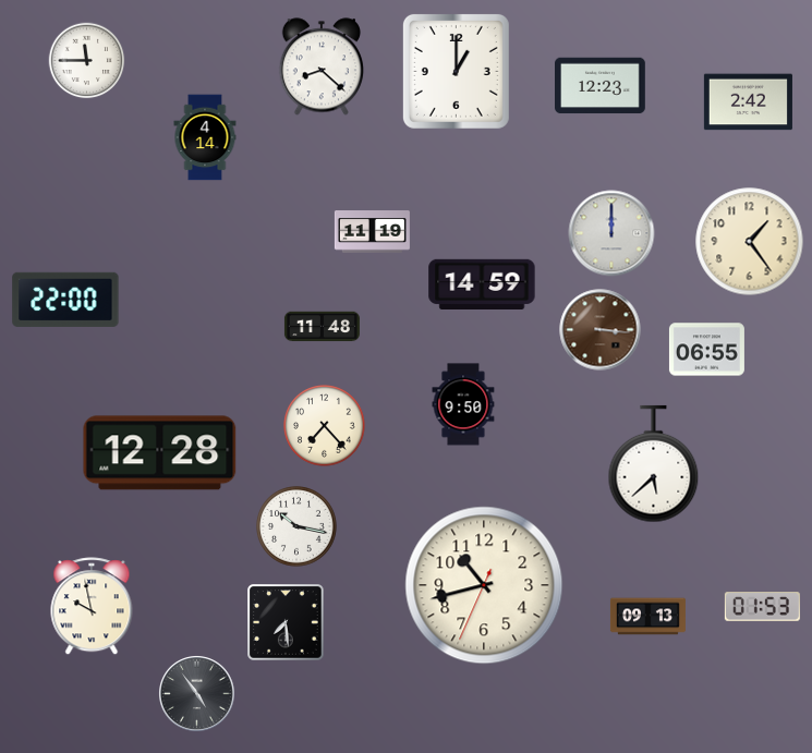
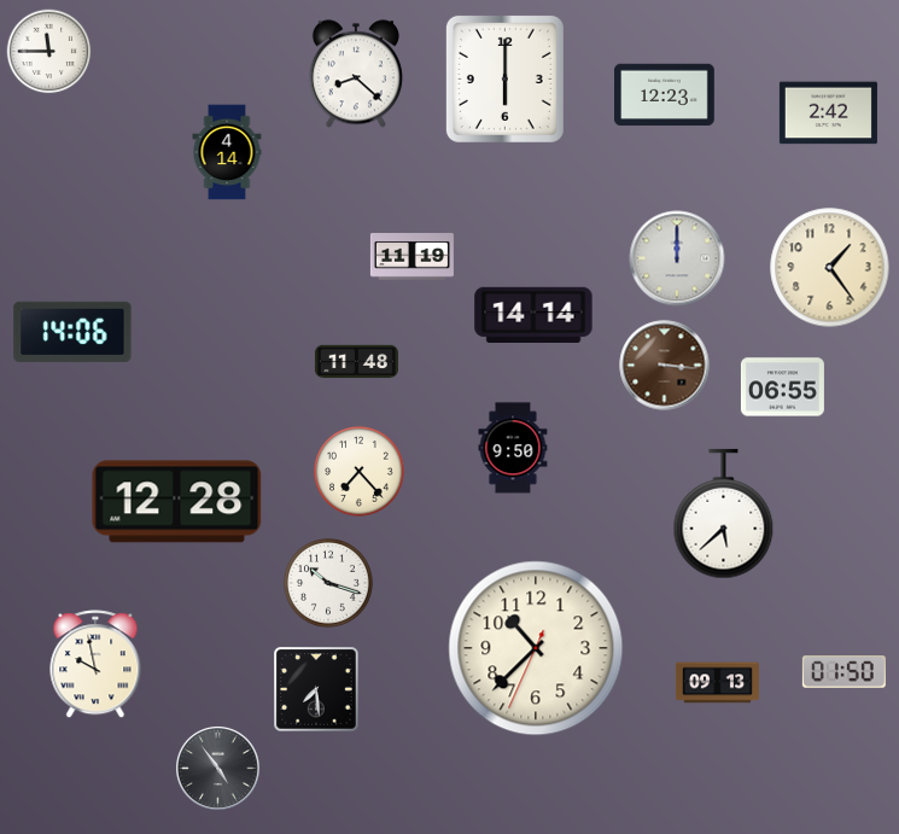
clock at (87, 61) position: (87, 61) -> (49, 52)
clock at (456, 71): 1:00 -> 6:00
clock at (482, 283): 14:59 -> 14:14
clock at (65, 300): 22:00 -> 14:06
clock at (298, 527): 10:17 -> 10:18
clock at (484, 585): 10:42 -> 10:37
clock at (92, 607) position: (92, 607) -> (95, 665)
clock at (762, 607): 01:53 -> 01:50
